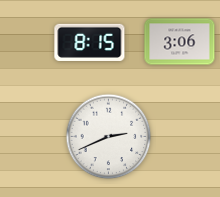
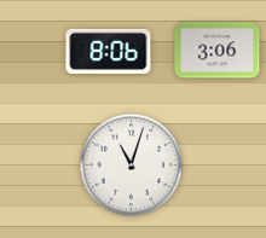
clock at (90, 42): 8:15 -> 8:06
clock at (109, 137): 2:41 -> 11:03
